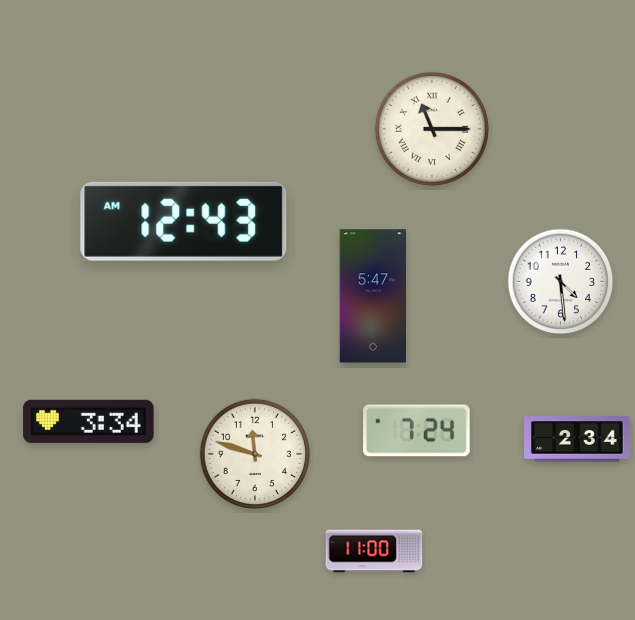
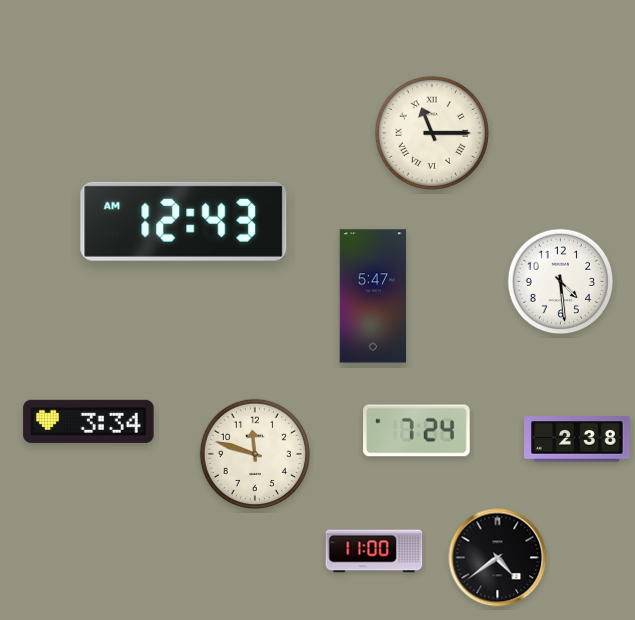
clock at (432, 129) position: (432, 129) -> (432, 133)
clock at (577, 439): 2:34 -> 2:38
clock at (498, 558): none -> 4:39
